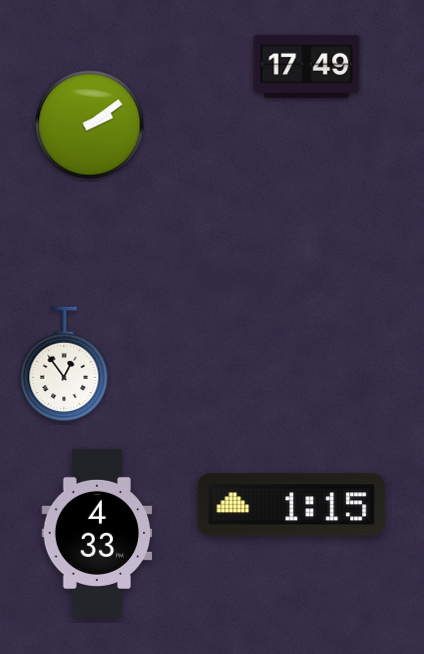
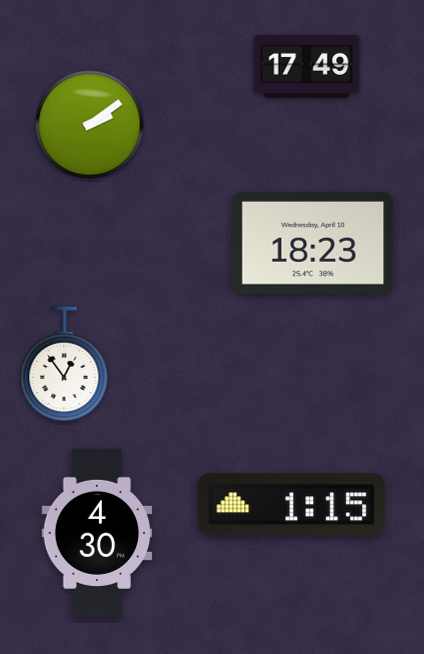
clock at (313, 243): none -> 18:23
clock at (97, 533): 4:33 -> 4:30
